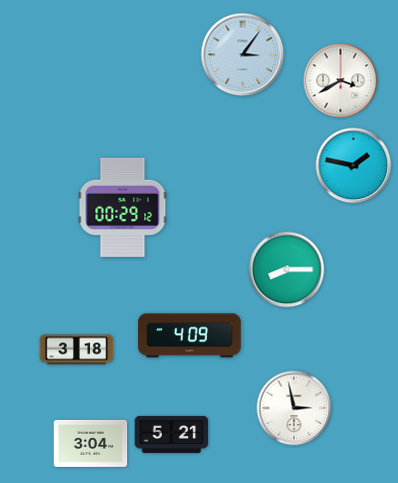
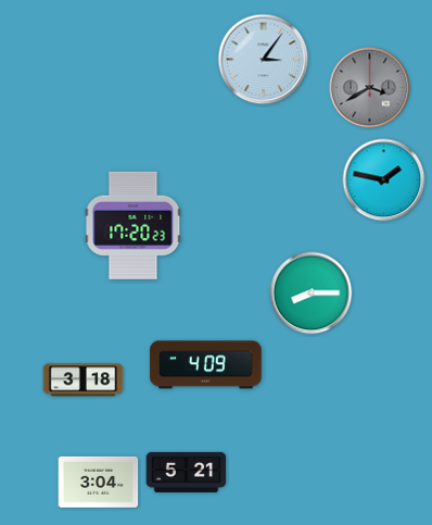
clock at (341, 81) dial: white -> grey
clock at (123, 207): 00:29 -> 17:20
clock at (294, 408): 2:58 -> none
